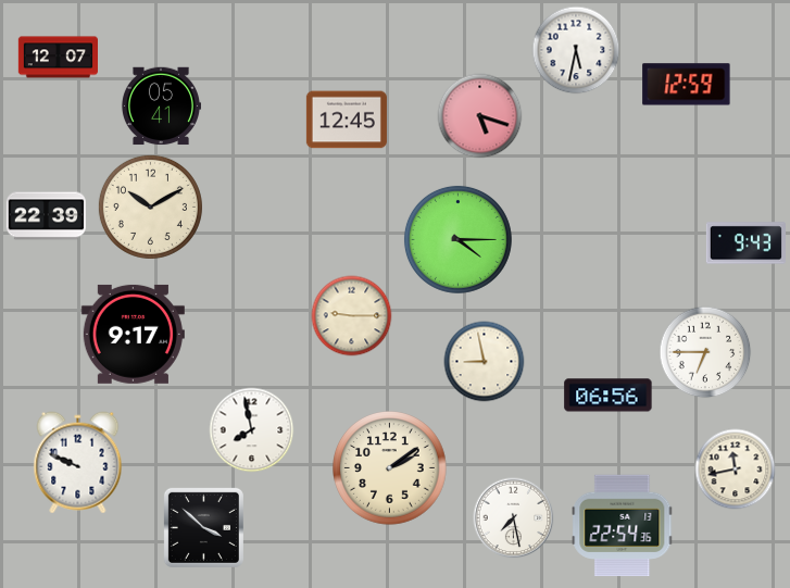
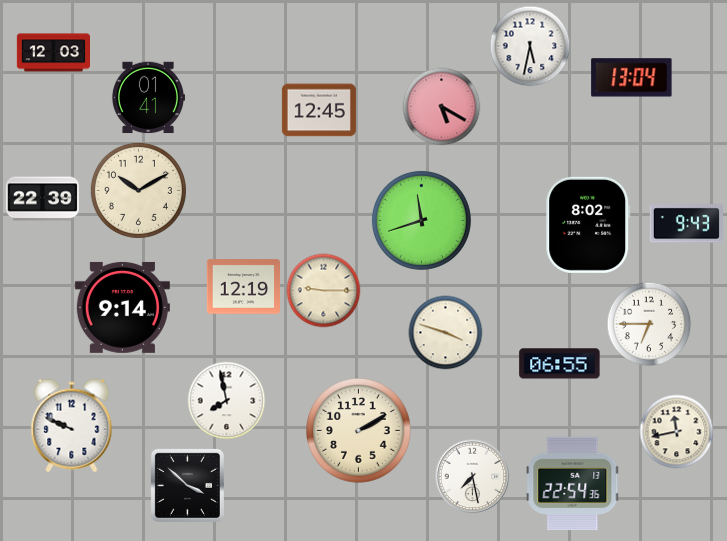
clock at (59, 58): 12:07 -> 12:03
clock at (687, 85): 12:59 -> 13:04
clock at (160, 107): 05:41 -> 01:41
clock at (480, 116): 5:18 -> 5:20
clock at (457, 239): 4:15 -> 11:42
clock at (588, 225): none -> 8:02
clock at (243, 287): none -> 12:19
clock at (133, 334): 9:17 -> 9:14
clock at (485, 362): 8:58 -> 3:48
clock at (609, 396): 06:56 -> 06:55
clock at (252, 430) position: (252, 430) -> (227, 401)
clock at (390, 468): 2:09 -> 2:10
